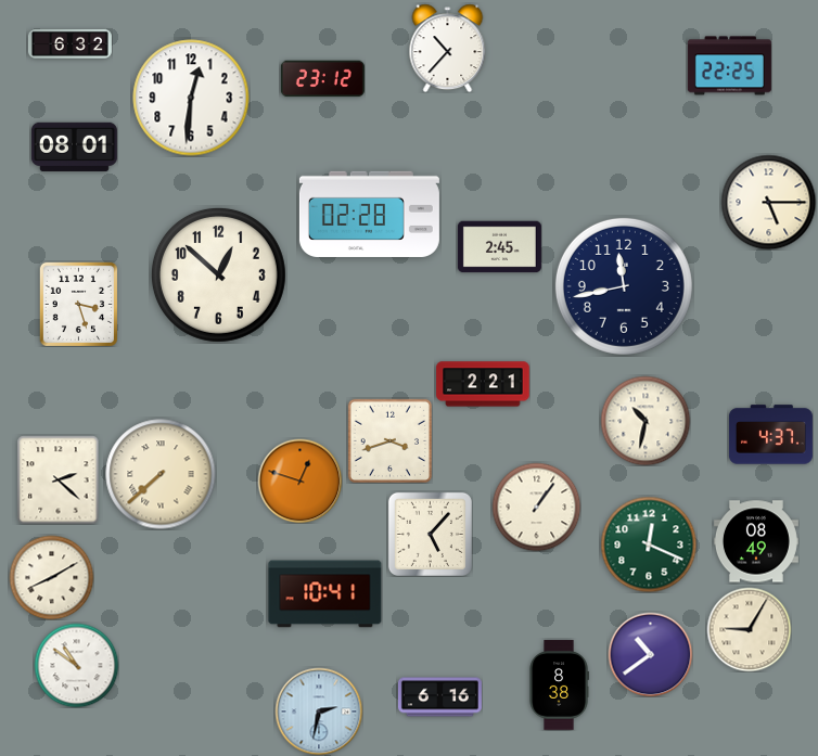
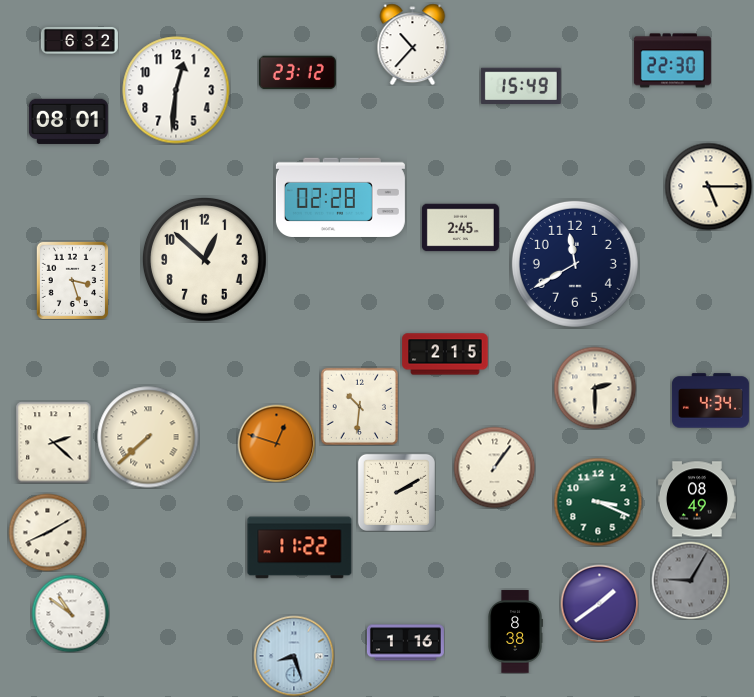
clock at (69, 43) position: (69, 43) -> (79, 40)
clock at (729, 66): 22:25 -> 22:30
clock at (521, 86): none -> 15:49
clock at (74, 146) position: (74, 146) -> (68, 121)
clock at (218, 274) position: (218, 274) -> (204, 259)
clock at (624, 286): 11:43 -> 11:40
clock at (483, 384): 2:21 -> 2:15
clock at (646, 421): 10:32 -> 2:30
clock at (770, 435): 4:37 -> 4:34
clock at (389, 440): 3:42 -> 10:31
clock at (430, 534): 5:07 -> 2:10
clock at (649, 544): 12:19 -> 3:19
clock at (325, 594): 10:41 -> 11:22
clock at (749, 629) dial: cream -> grey
clock at (650, 654): 10:39 -> 1:39
clock at (439, 697): 6:16 -> 1:16
clock at (319, 712): 2:32 -> 8:27
